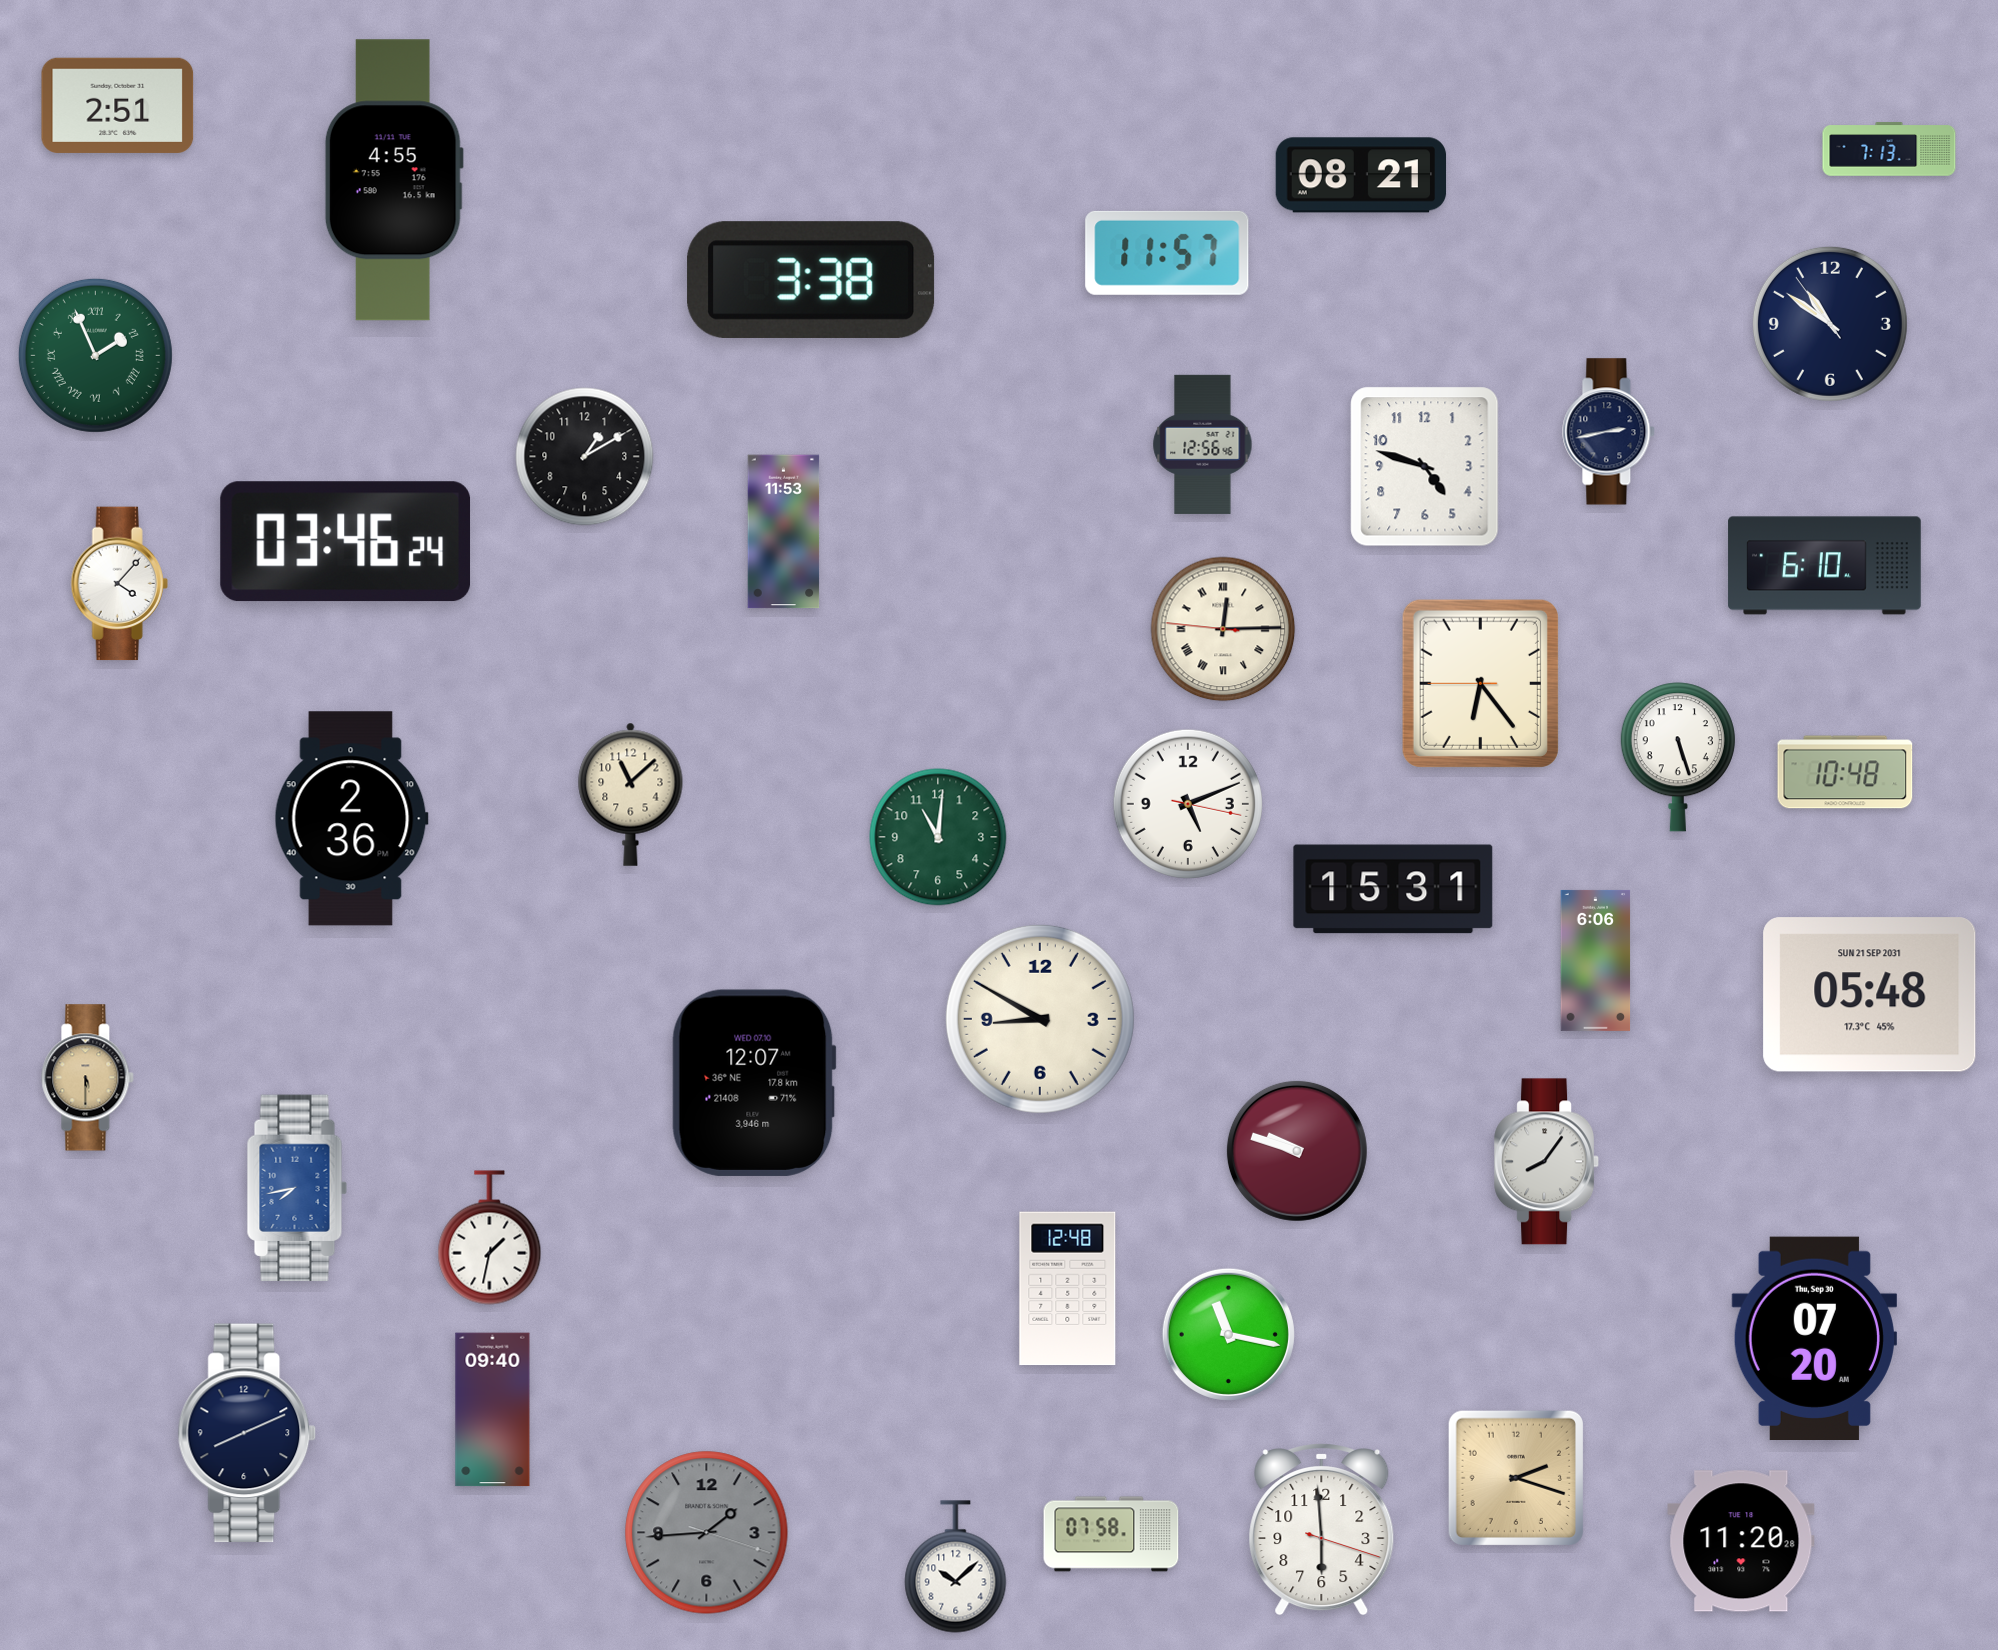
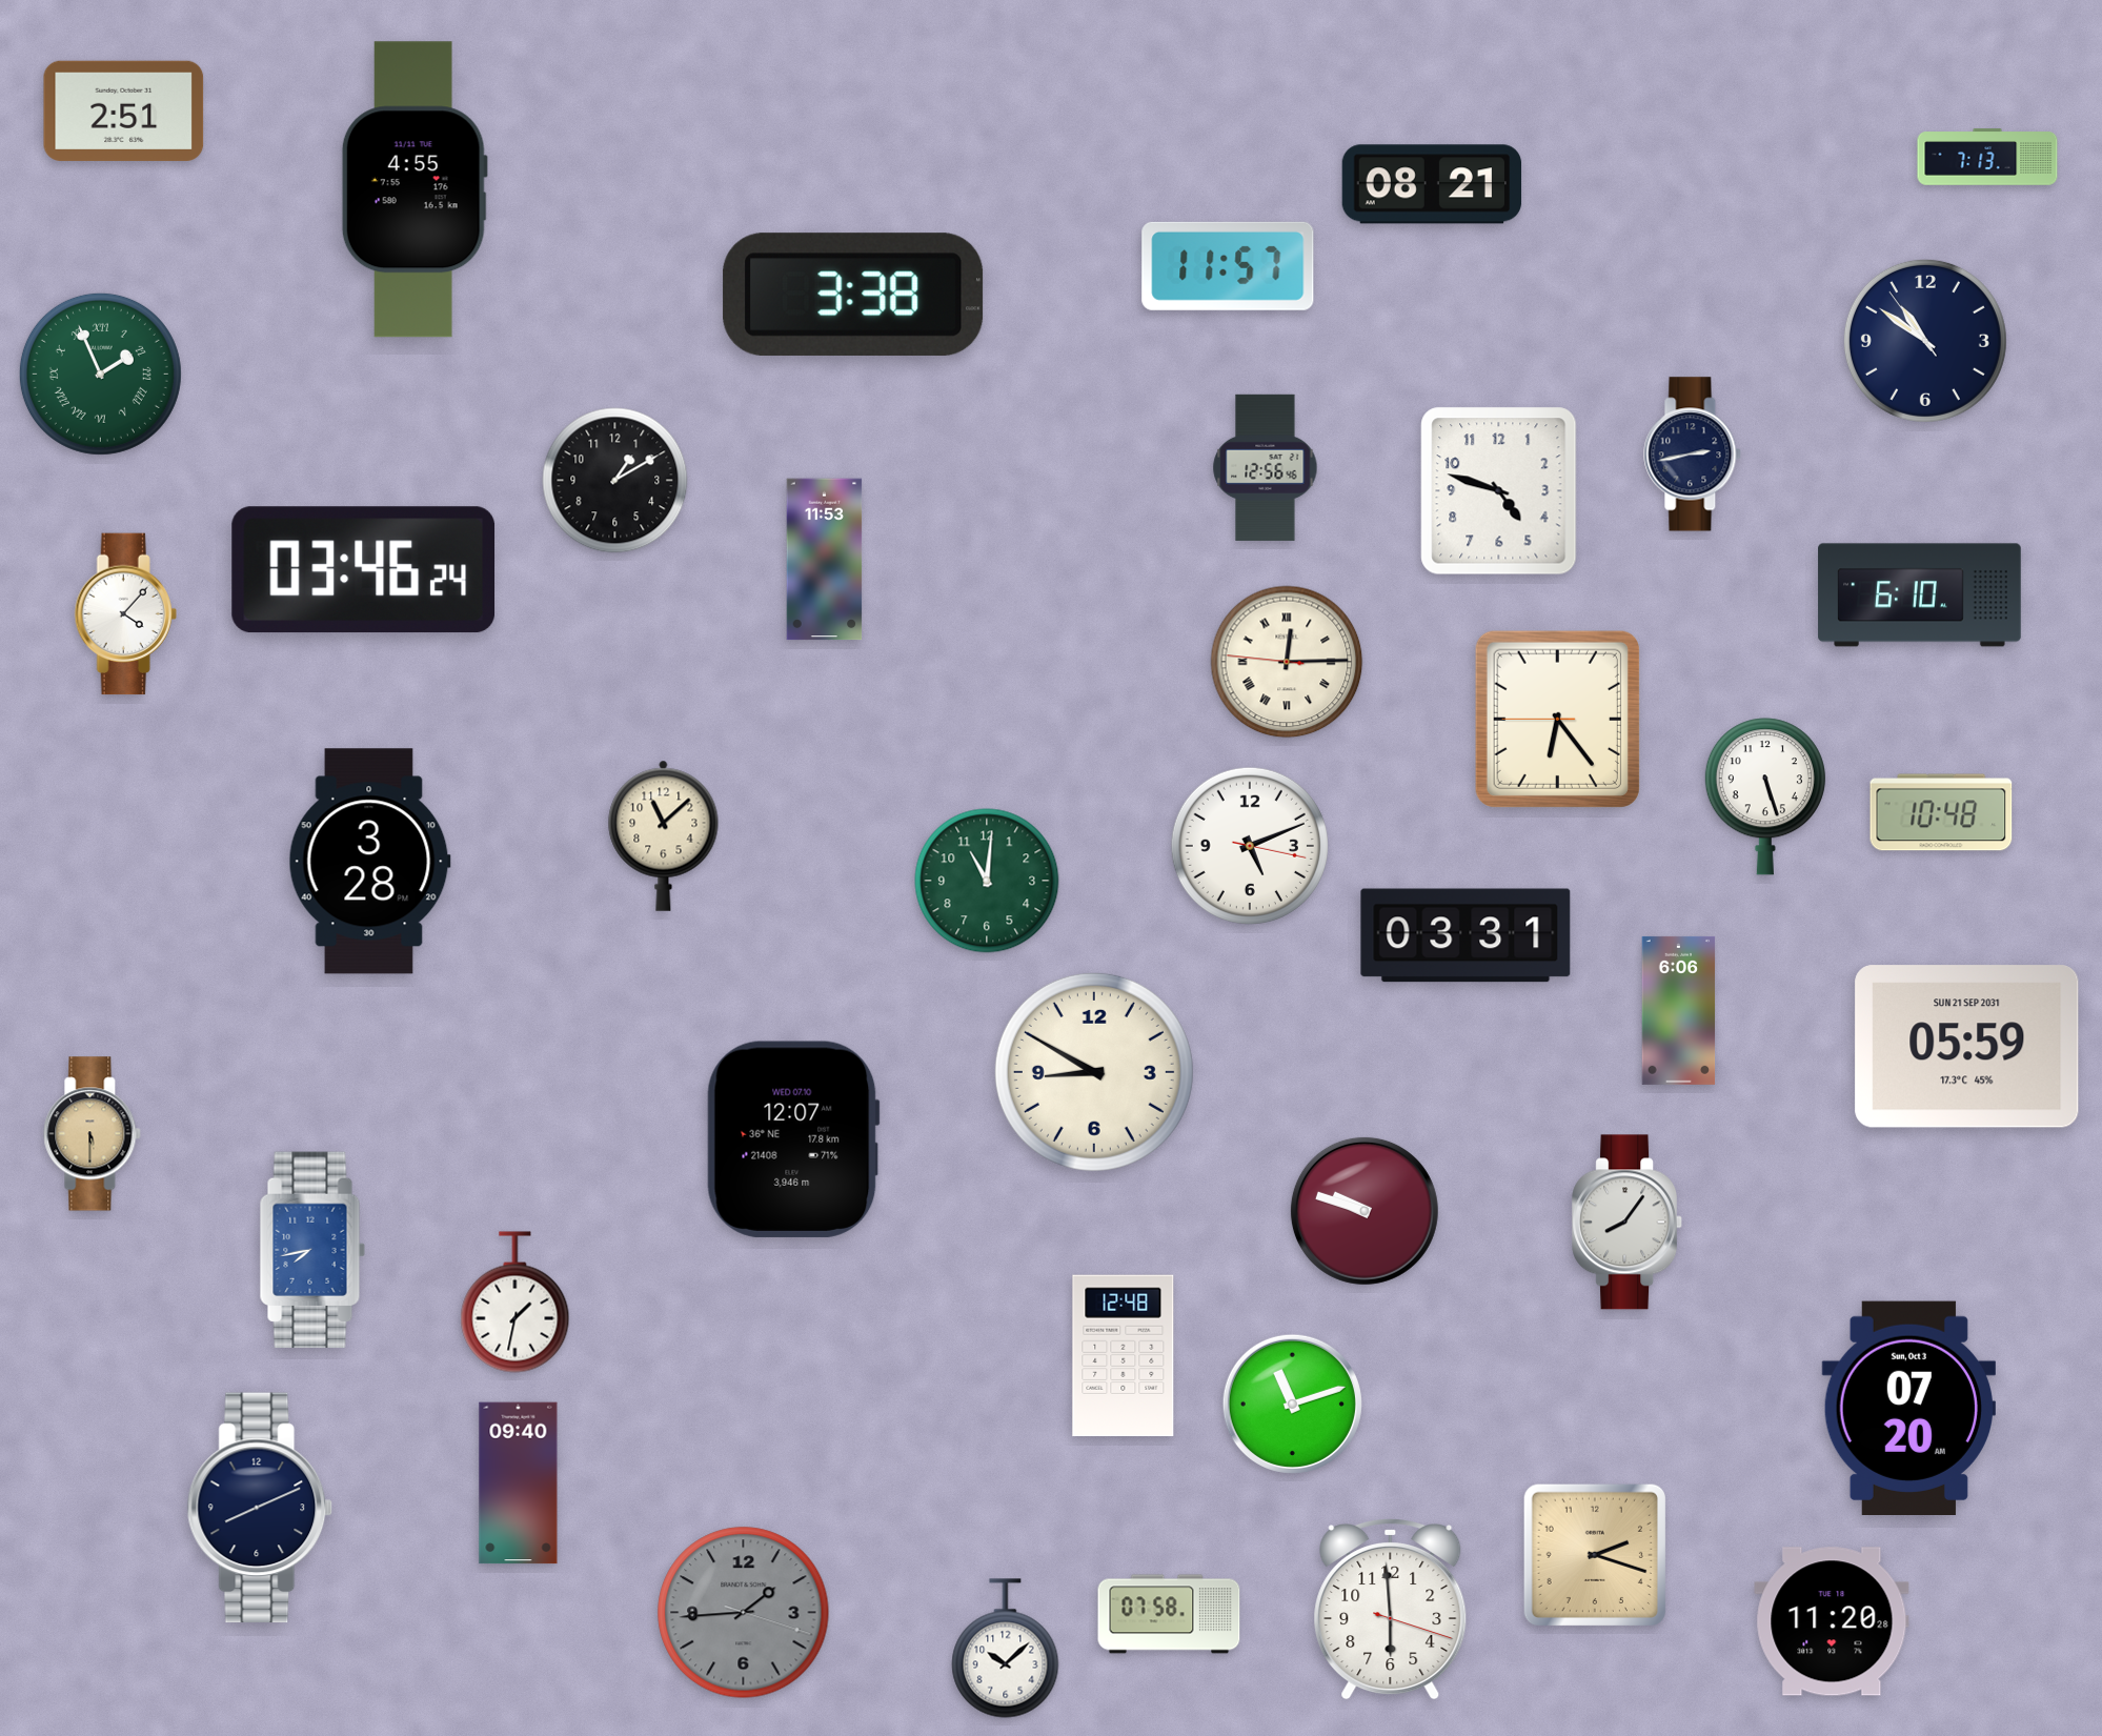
clock at (351, 819): 2:36 -> 3:28
clock at (1393, 889): 15:31 -> 03:31
clock at (1870, 995): 05:48 -> 05:59
clock at (1228, 1334): 11:17 -> 11:12
clock at (1814, 1338) date: Thu, Sep 30 -> Sun, Oct 3
